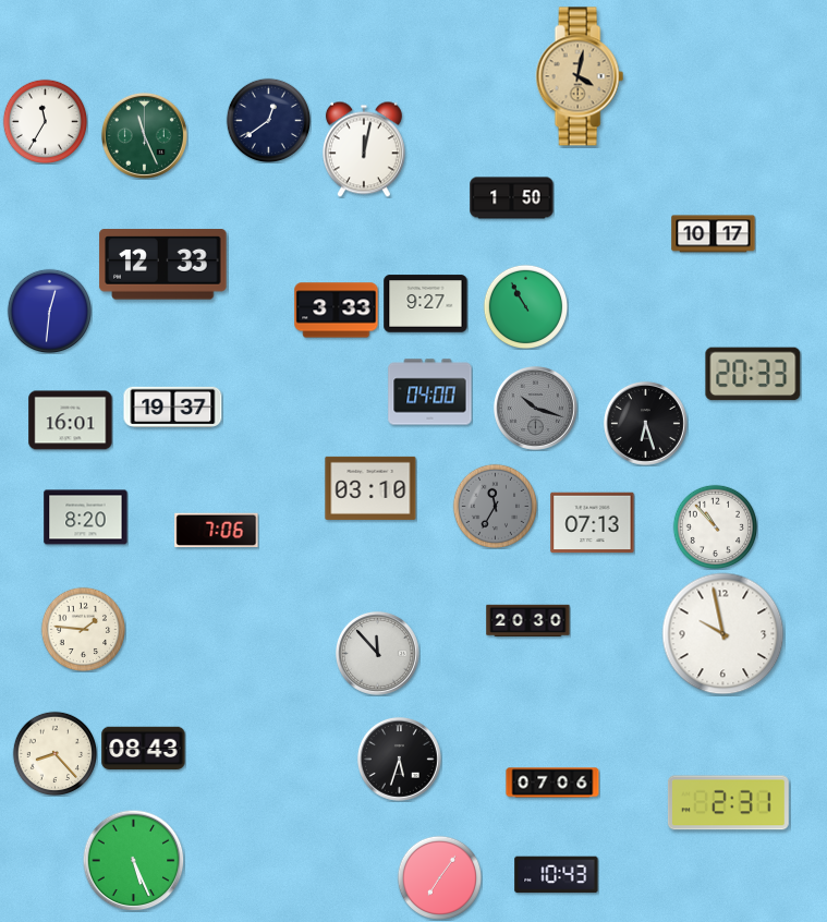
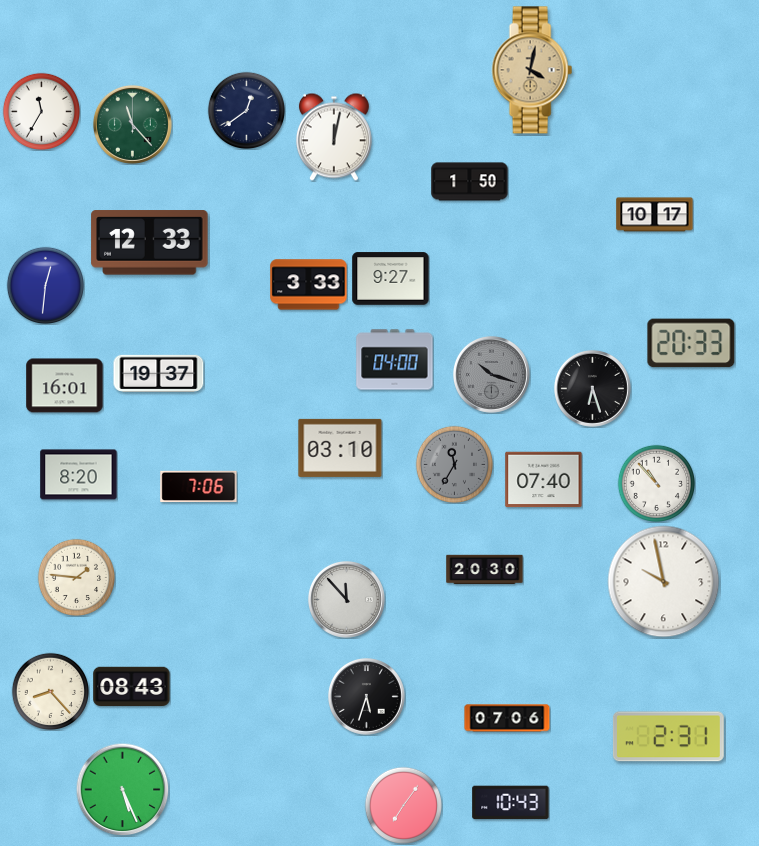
clock at (144, 135): 11:26 -> 11:23
clock at (525, 306): 10:55 -> none
clock at (593, 523): 07:13 -> 07:40
